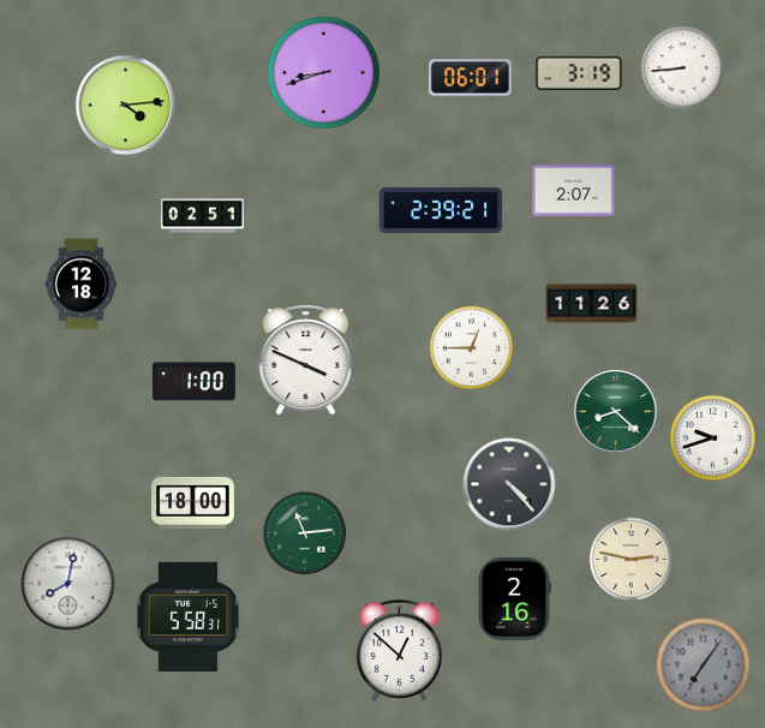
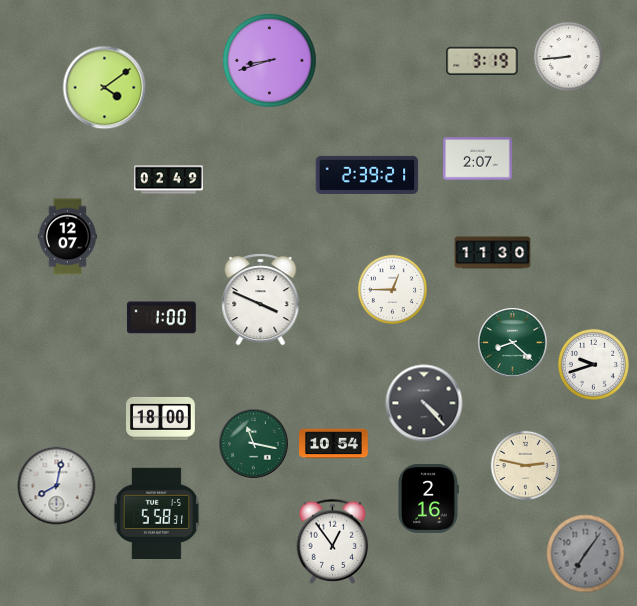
clock at (470, 78): 06:01 -> none
clock at (126, 106): 4:14 -> 4:09
clock at (203, 216): 02:51 -> 02:49
clock at (82, 285): 12:18 -> 12:07
clock at (592, 304): 11:26 -> 11:30
clock at (306, 360) position: (306, 360) -> (261, 300)
clock at (305, 533): 11:14 -> 11:17
clock at (334, 444): none -> 10:54
clock at (400, 650): 12:52 -> 12:54
